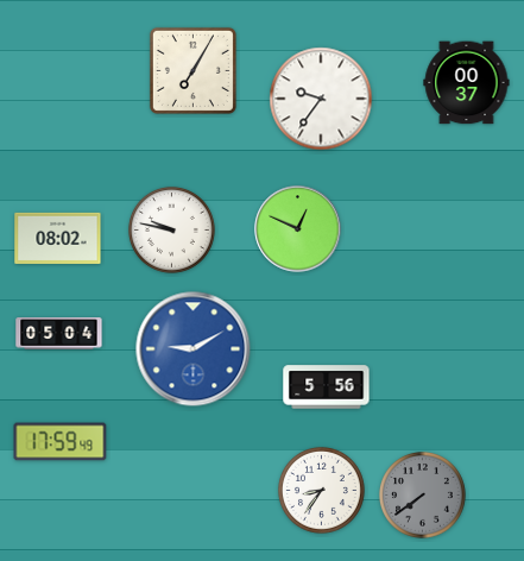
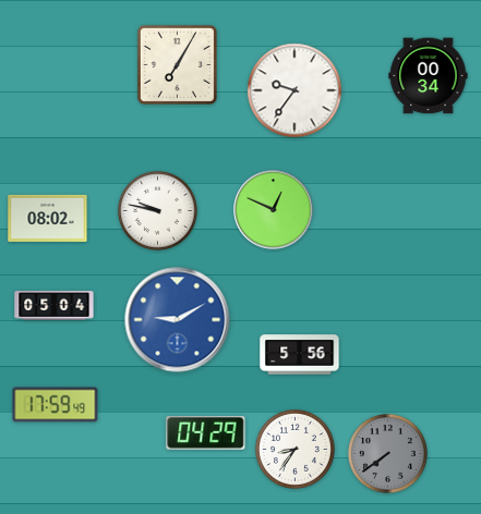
clock at (467, 83): 00:37 -> 00:34
clock at (58, 238) position: (58, 238) -> (48, 218)
clock at (206, 432): none -> 04:29
